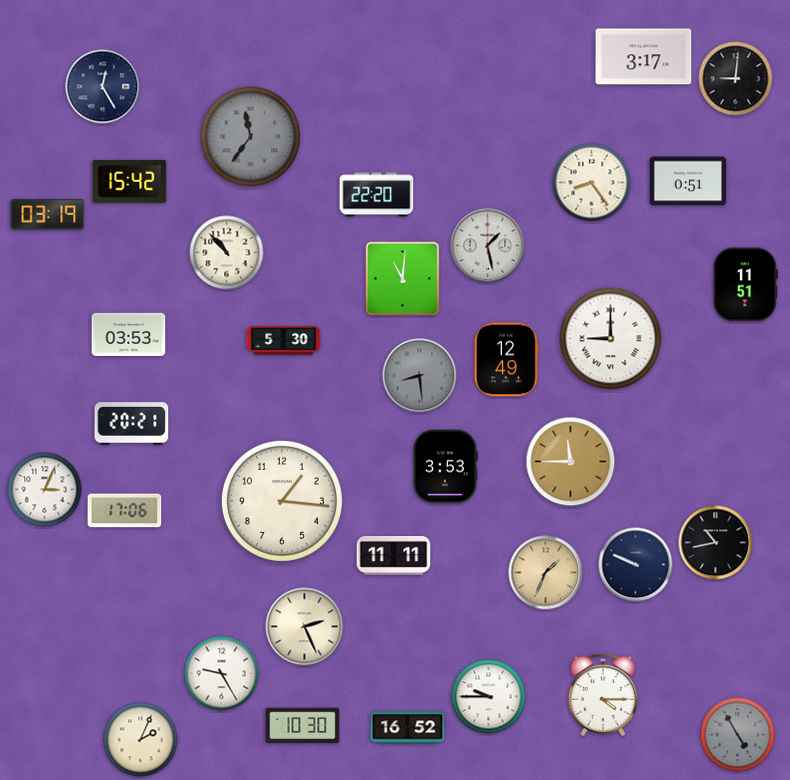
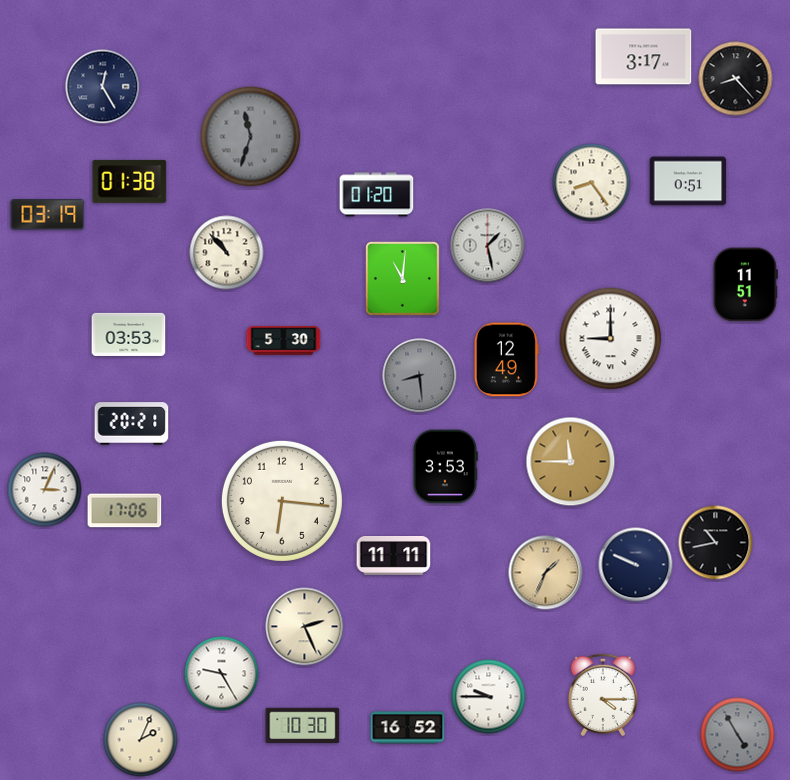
clock at (736, 79): 9:01 -> 8:23
clock at (251, 137): 11:36 -> 11:33
clock at (130, 181): 15:42 -> 01:38
clock at (377, 195): 22:20 -> 01:20
clock at (282, 501): 1:16 -> 6:16
